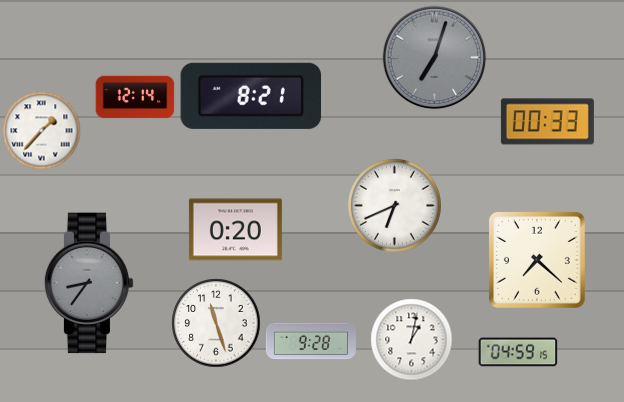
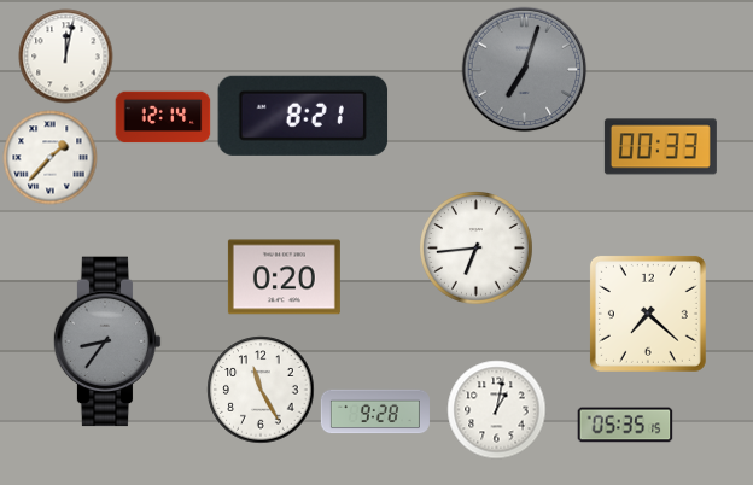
clock at (65, 55): none -> 12:02
clock at (394, 205): 6:41 -> 6:44
clock at (216, 323): 11:27 -> 11:25
clock at (518, 352): 04:59 -> 05:35
